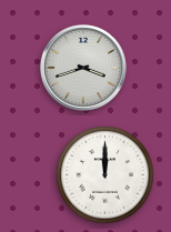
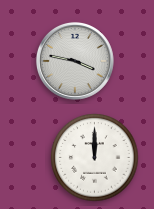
clock at (83, 68): 3:42 -> 3:47
